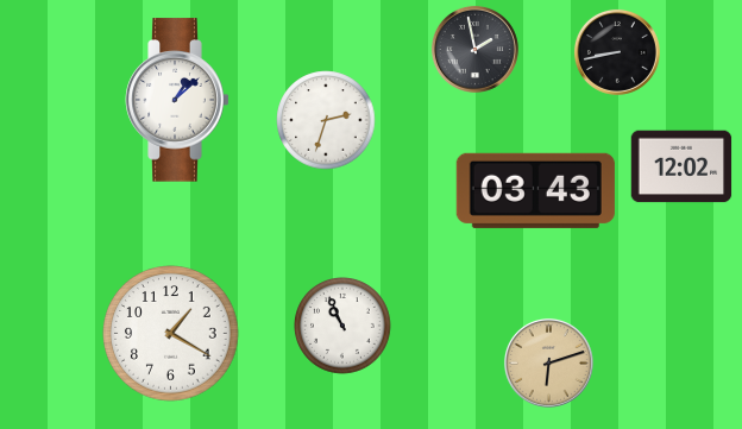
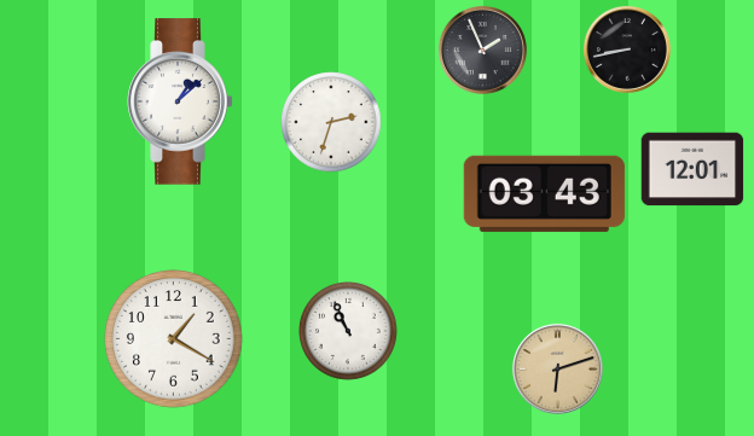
clock at (474, 49): 1:58 -> 1:56
clock at (617, 52) position: (617, 52) -> (627, 50)
clock at (681, 166): 12:02 -> 12:01
